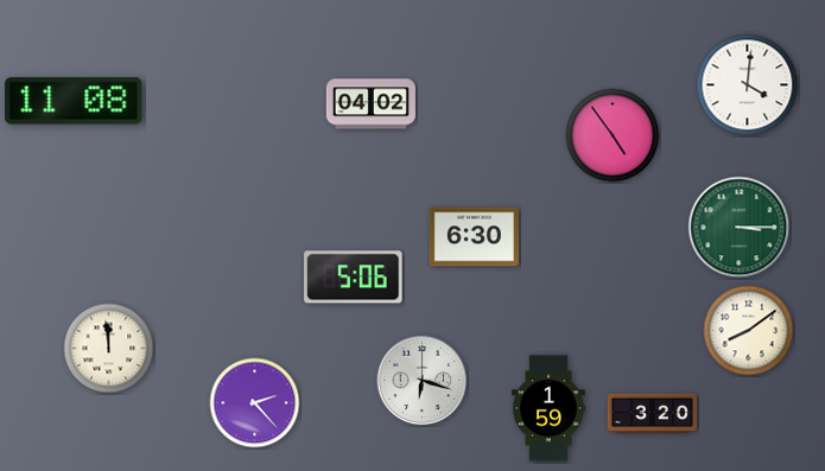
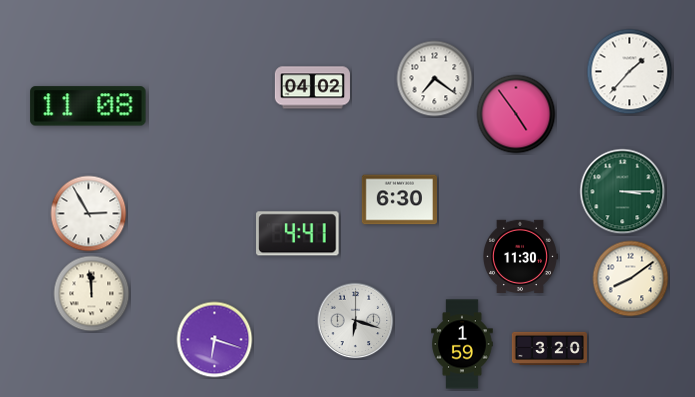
clock at (748, 85): 4:01 -> 1:37
clock at (435, 79): none -> 7:21
clock at (74, 101) position: (74, 101) -> (88, 106)
clock at (89, 214): none -> 2:55
clock at (354, 278): 5:06 -> 4:41
clock at (521, 257): none -> 11:30
clock at (255, 403): 2:23 -> 6:18
